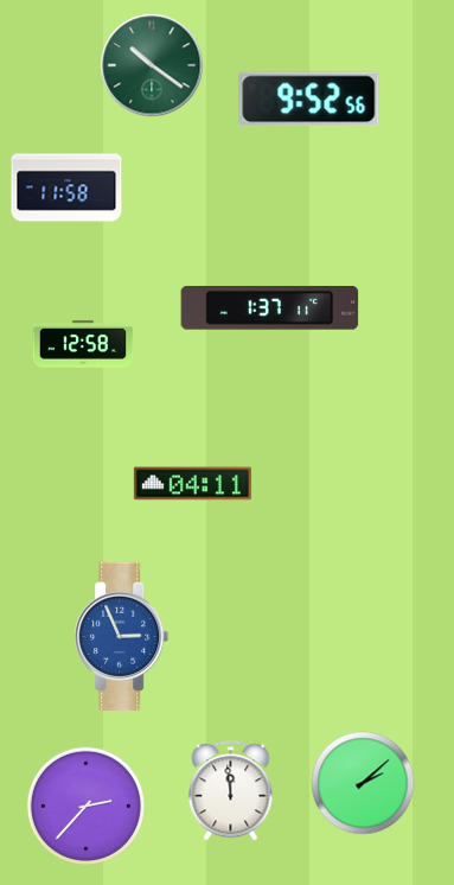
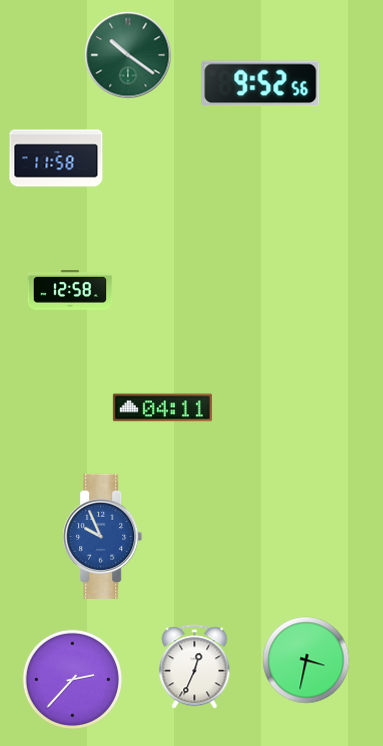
clock at (270, 308): 1:37 -> none
clock at (122, 636): 2:56 -> 9:56
clock at (363, 783): 2:08 -> 3:32
clock at (231, 791): 11:59 -> 12:34
